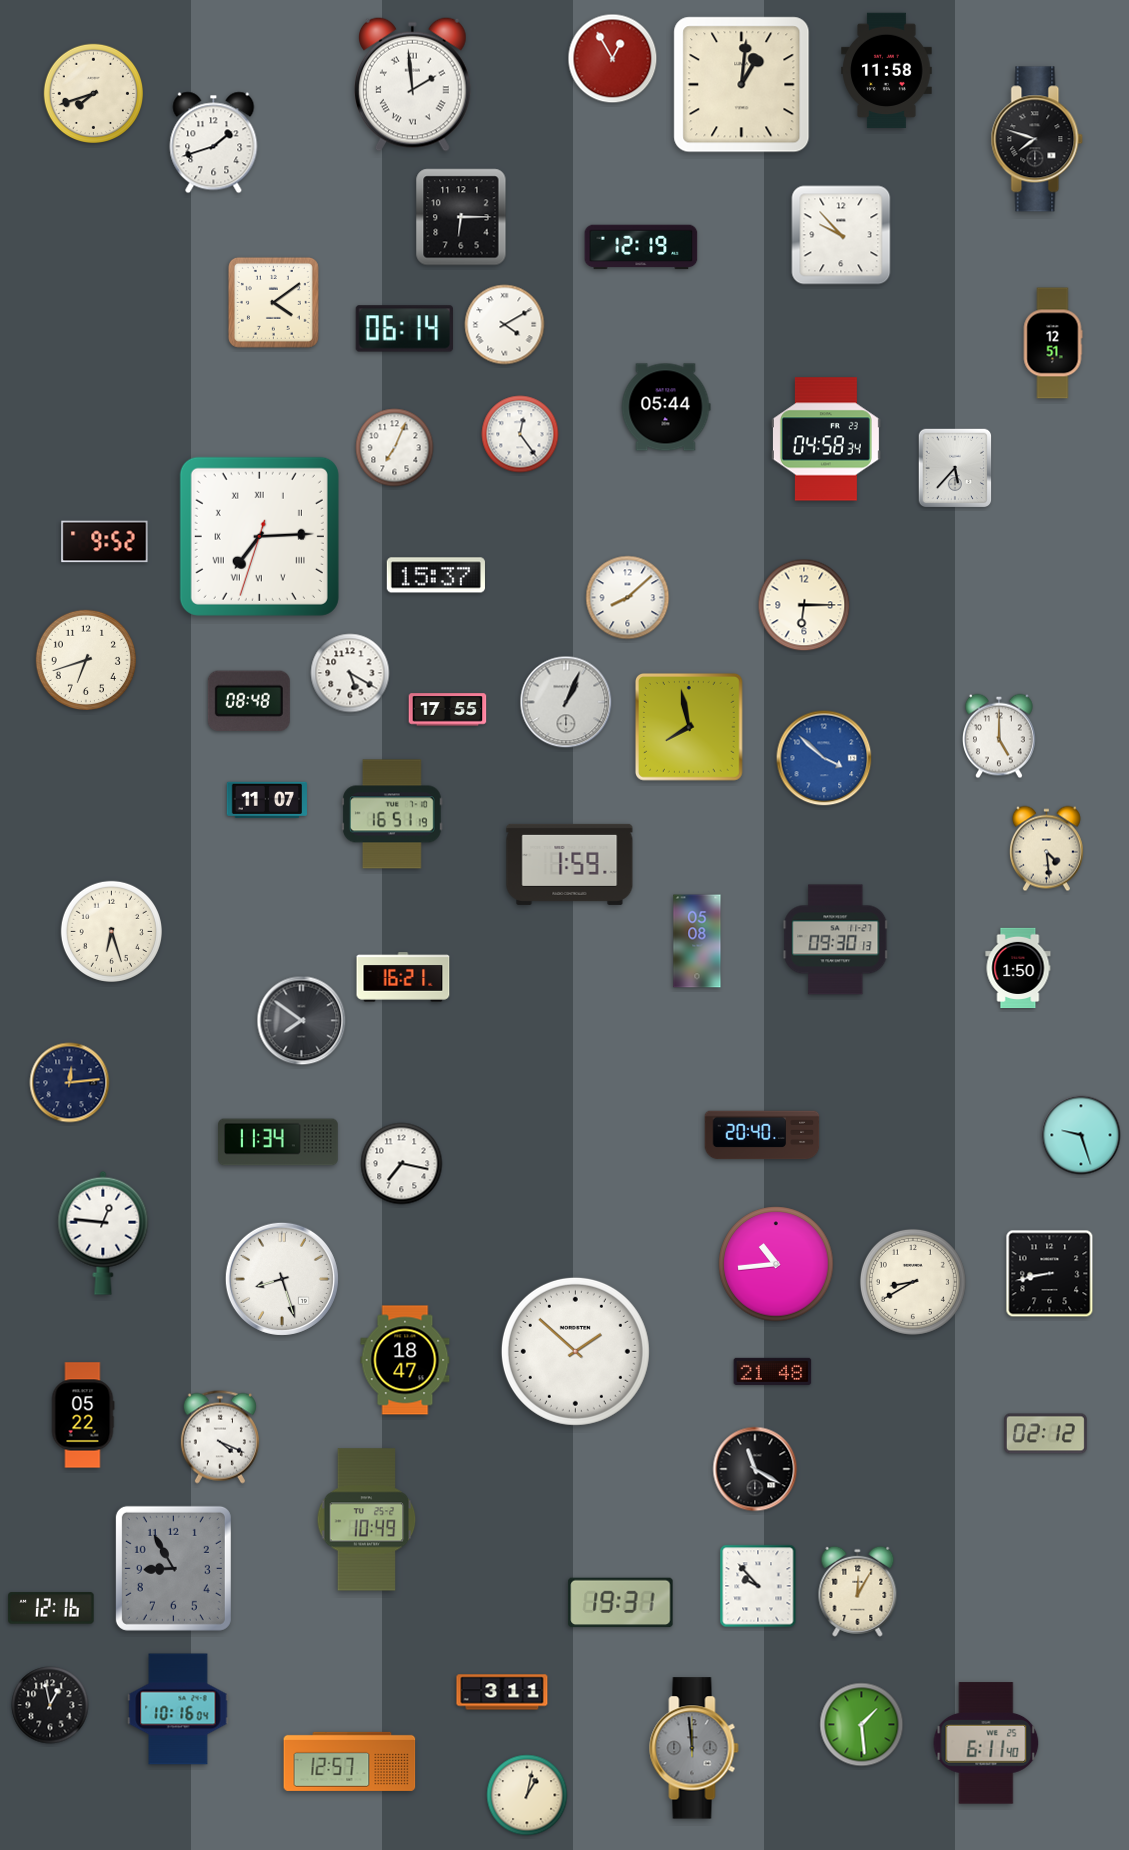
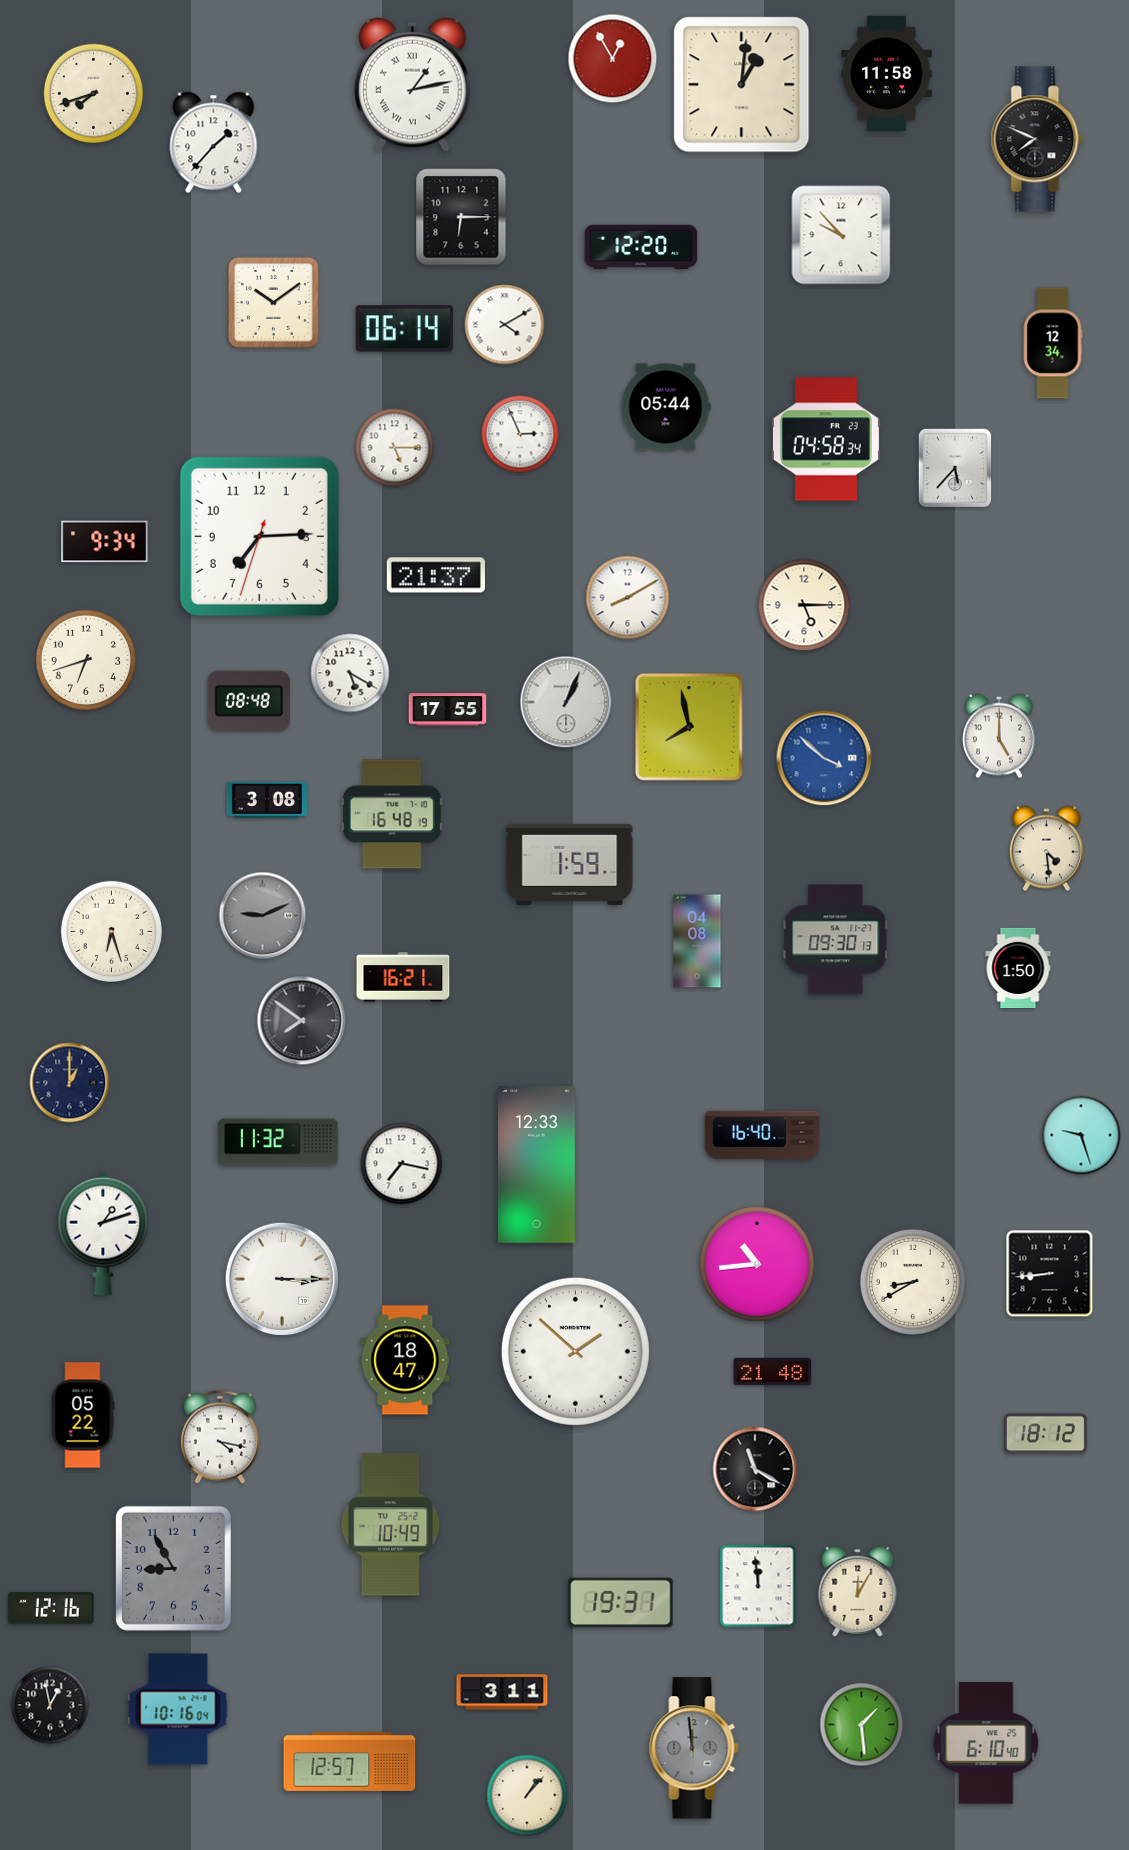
clock at (887, 71) position: (887, 71) -> (887, 74)
clock at (412, 84): 1:59 -> 1:13
clock at (1037, 139): 7:48 -> 7:49
clock at (214, 143): 1:42 -> 1:37
clock at (641, 247): 12:19 -> 12:20
clock at (273, 302): 4:09 -> 10:09
clock at (1053, 343): 12:51 -> 12:34
clock at (520, 434): 12:24 -> 2:56
clock at (395, 448): 7:04 -> 5:15
clock at (259, 536) numerals: Roman -> Arabic
clock at (105, 542): 9:52 -> 9:34
clock at (436, 575): 15:37 -> 21:37
clock at (628, 598): 8:08 -> 8:10
clock at (804, 605): 6:15 -> 5:15
clock at (267, 800): 11:07 -> 3:08
clock at (393, 814): 16:51 -> 16:48
clock at (263, 916): none -> 9:11
clock at (697, 941): 05:08 -> 04:08
clock at (70, 1083): 12:14 -> 1:00
clock at (762, 1135): 20:40 -> 16:40
clock at (279, 1142): 11:34 -> 11:32
clock at (537, 1165): none -> 12:33
clock at (103, 1233): 12:46 -> 1:12
clock at (776, 1264) position: (776, 1264) -> (757, 1264)
clock at (1050, 1274): 8:43 -> 8:44
clock at (282, 1279): 8:27 -> 3:15
clock at (1045, 1434): 02:12 -> 18:12
clock at (220, 1437): 4:19 -> 4:17
clock at (367, 1520) position: (367, 1520) -> (391, 1525)
clock at (758, 1586): 9:53 -> 11:59
clock at (986, 1743): 6:11 -> 6:10
clock at (527, 1795): 1:02 -> 1:07
